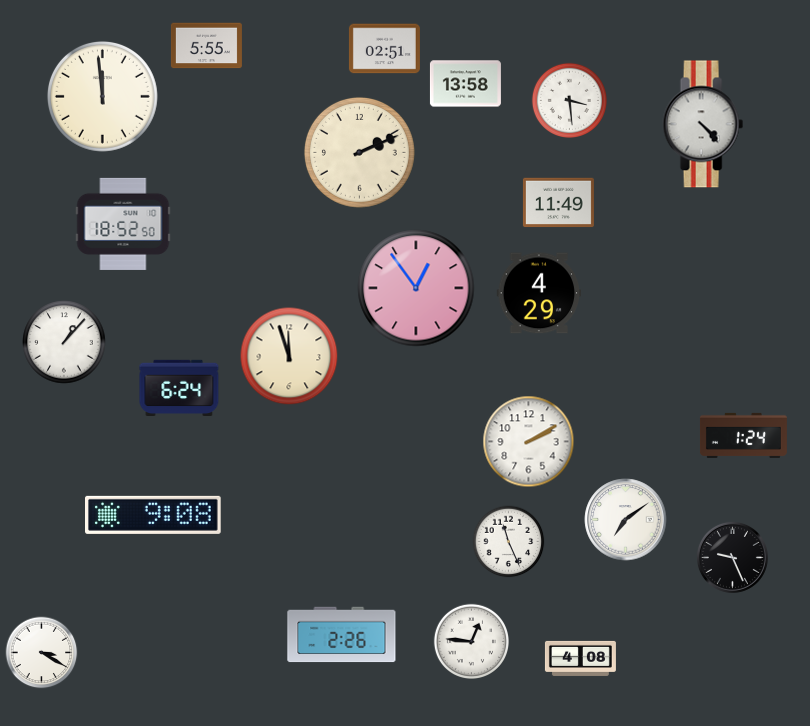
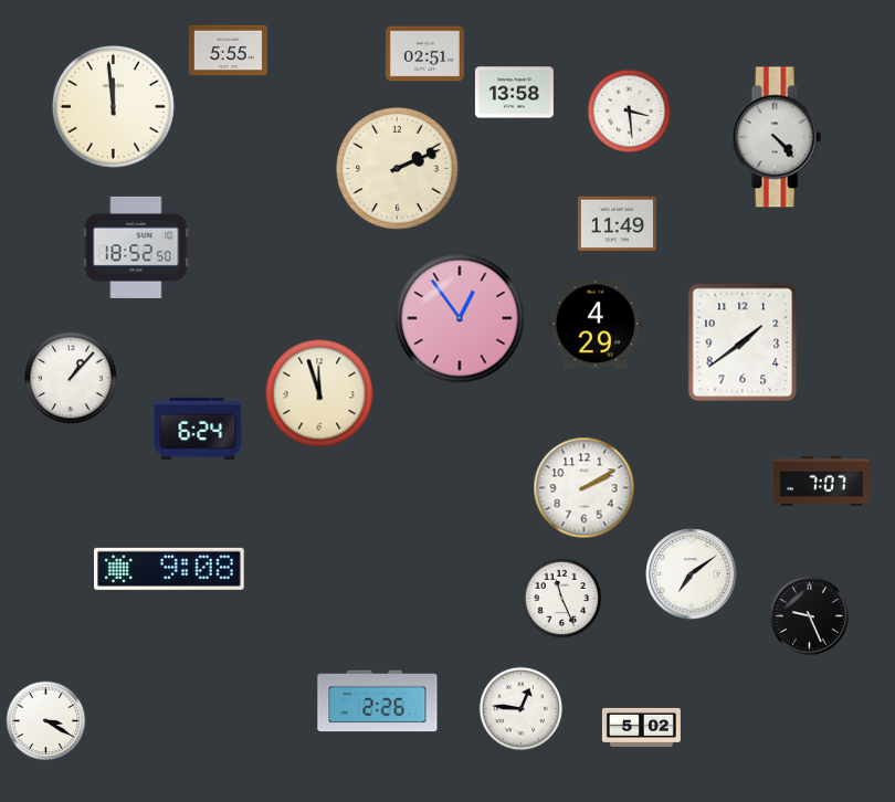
clock at (743, 342): none -> 1:39
clock at (743, 435): 1:24 -> 7:07
clock at (580, 658): 4:08 -> 5:02
